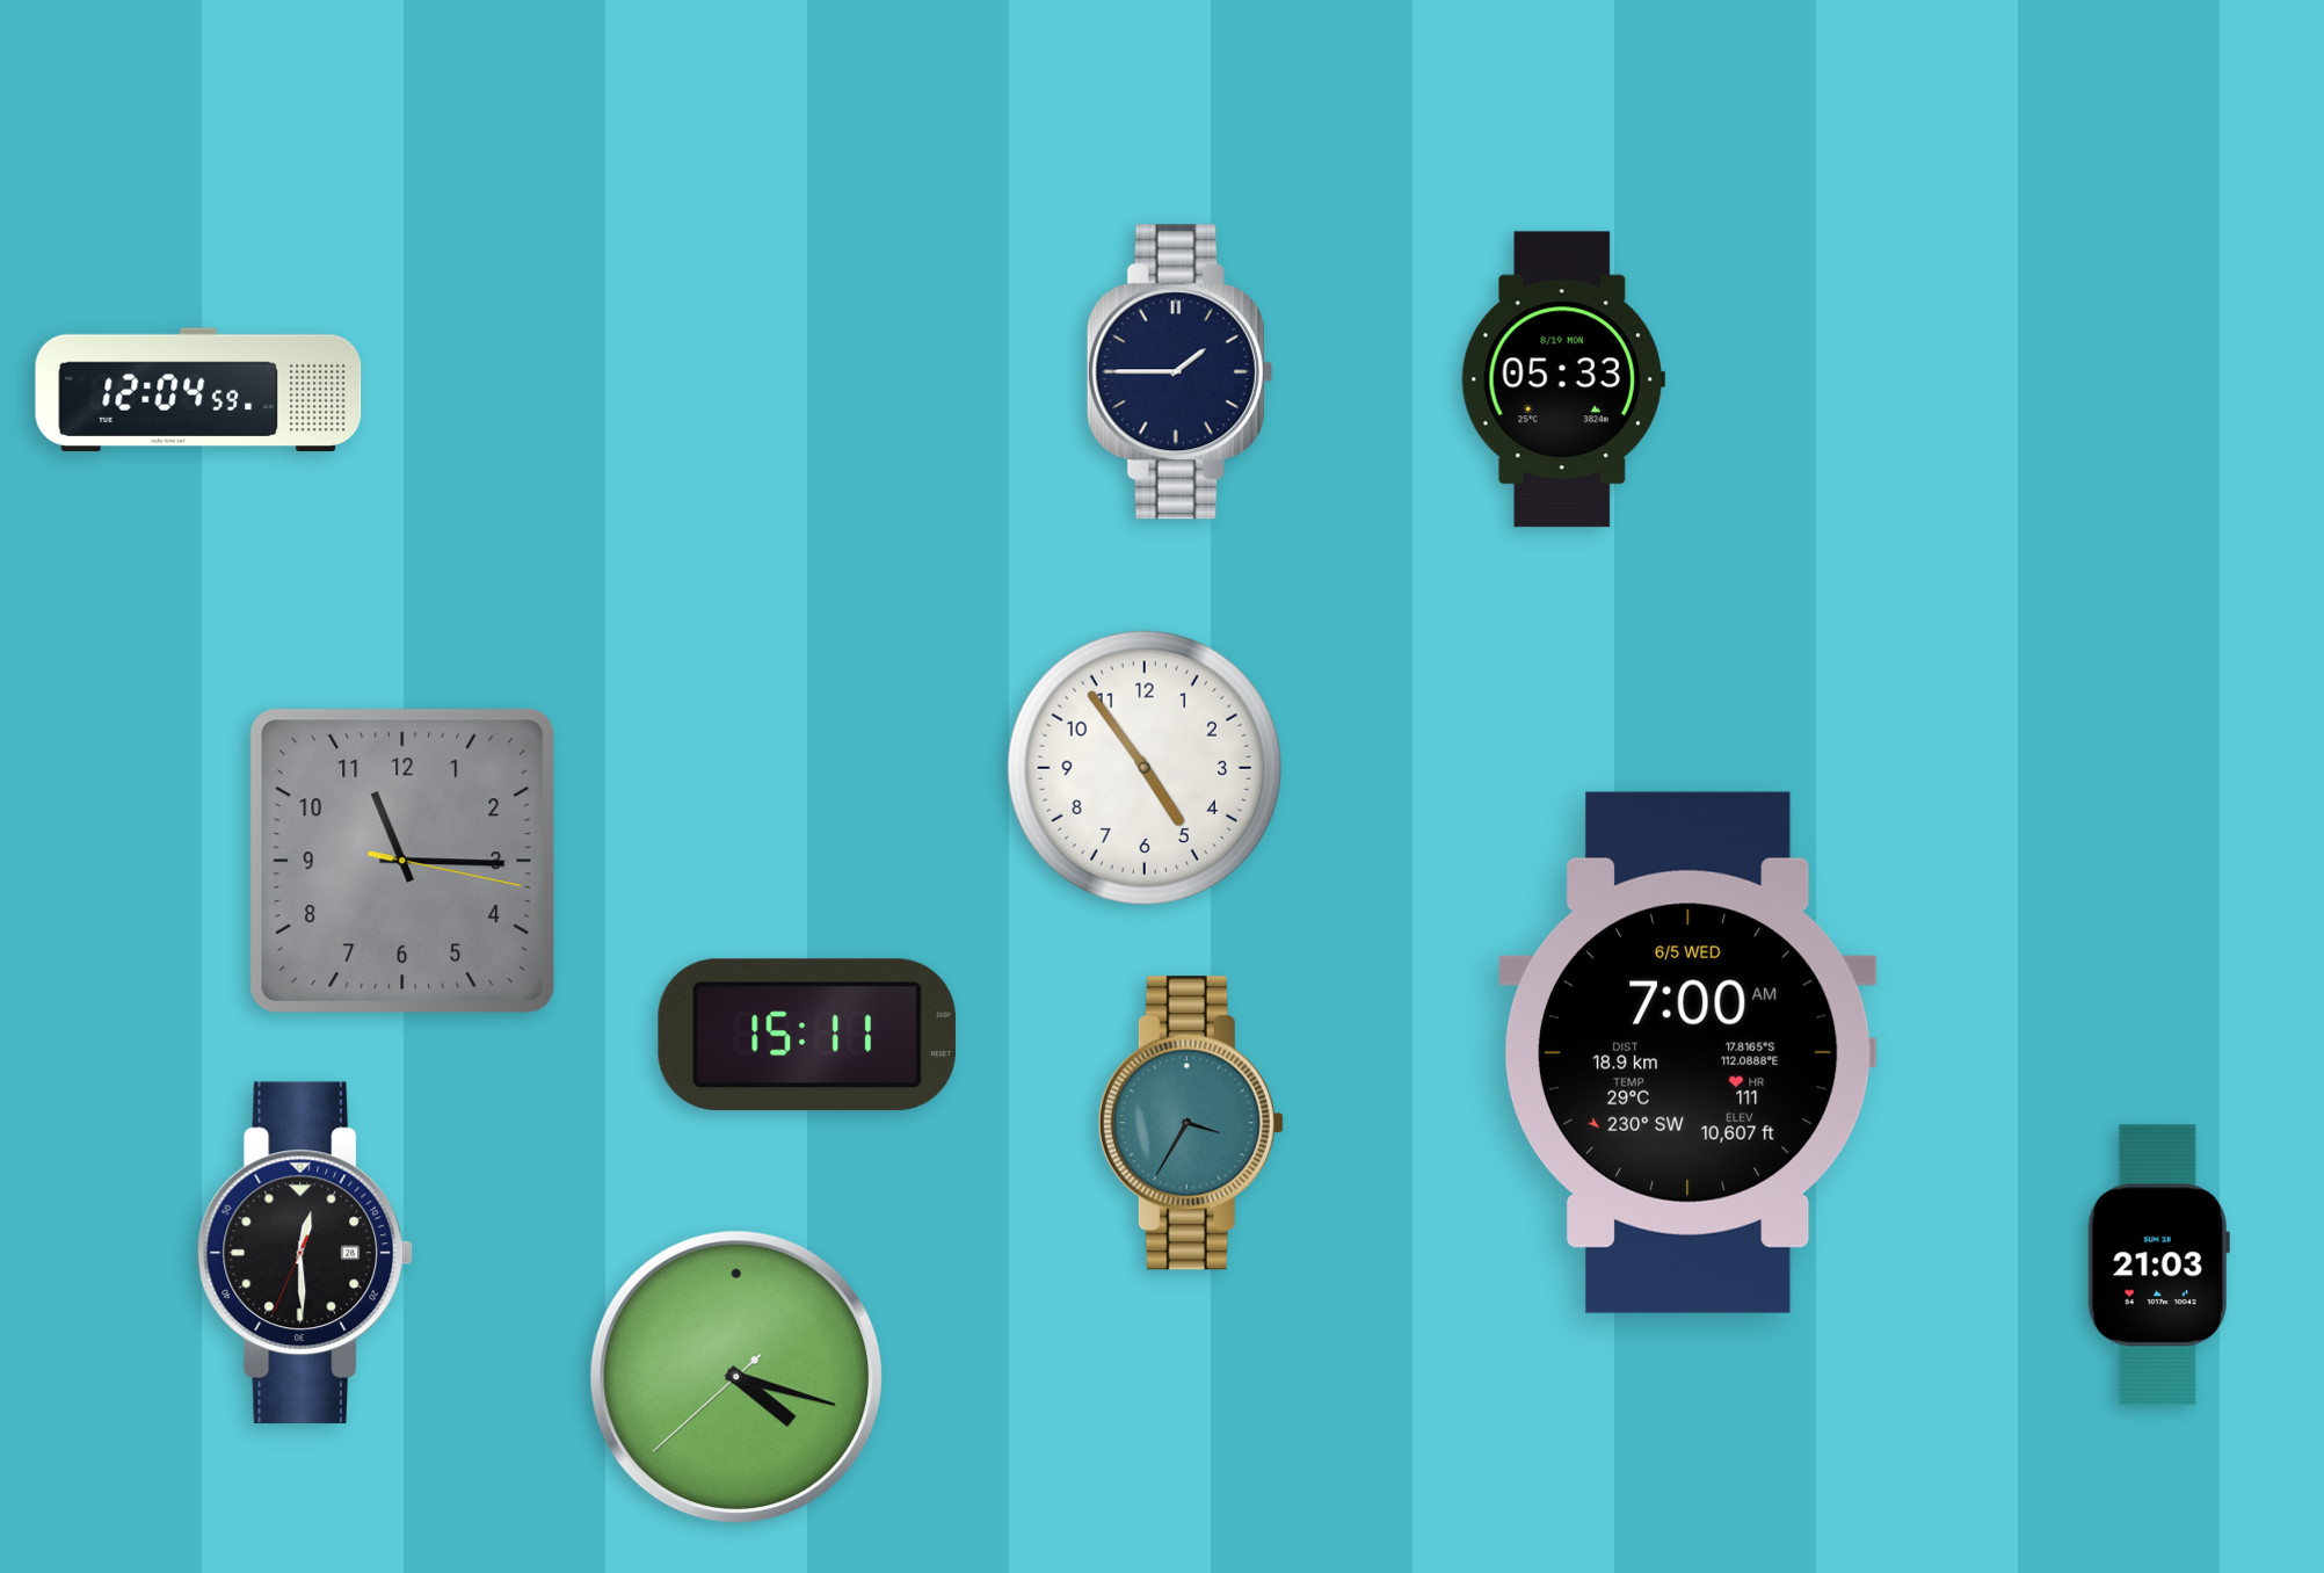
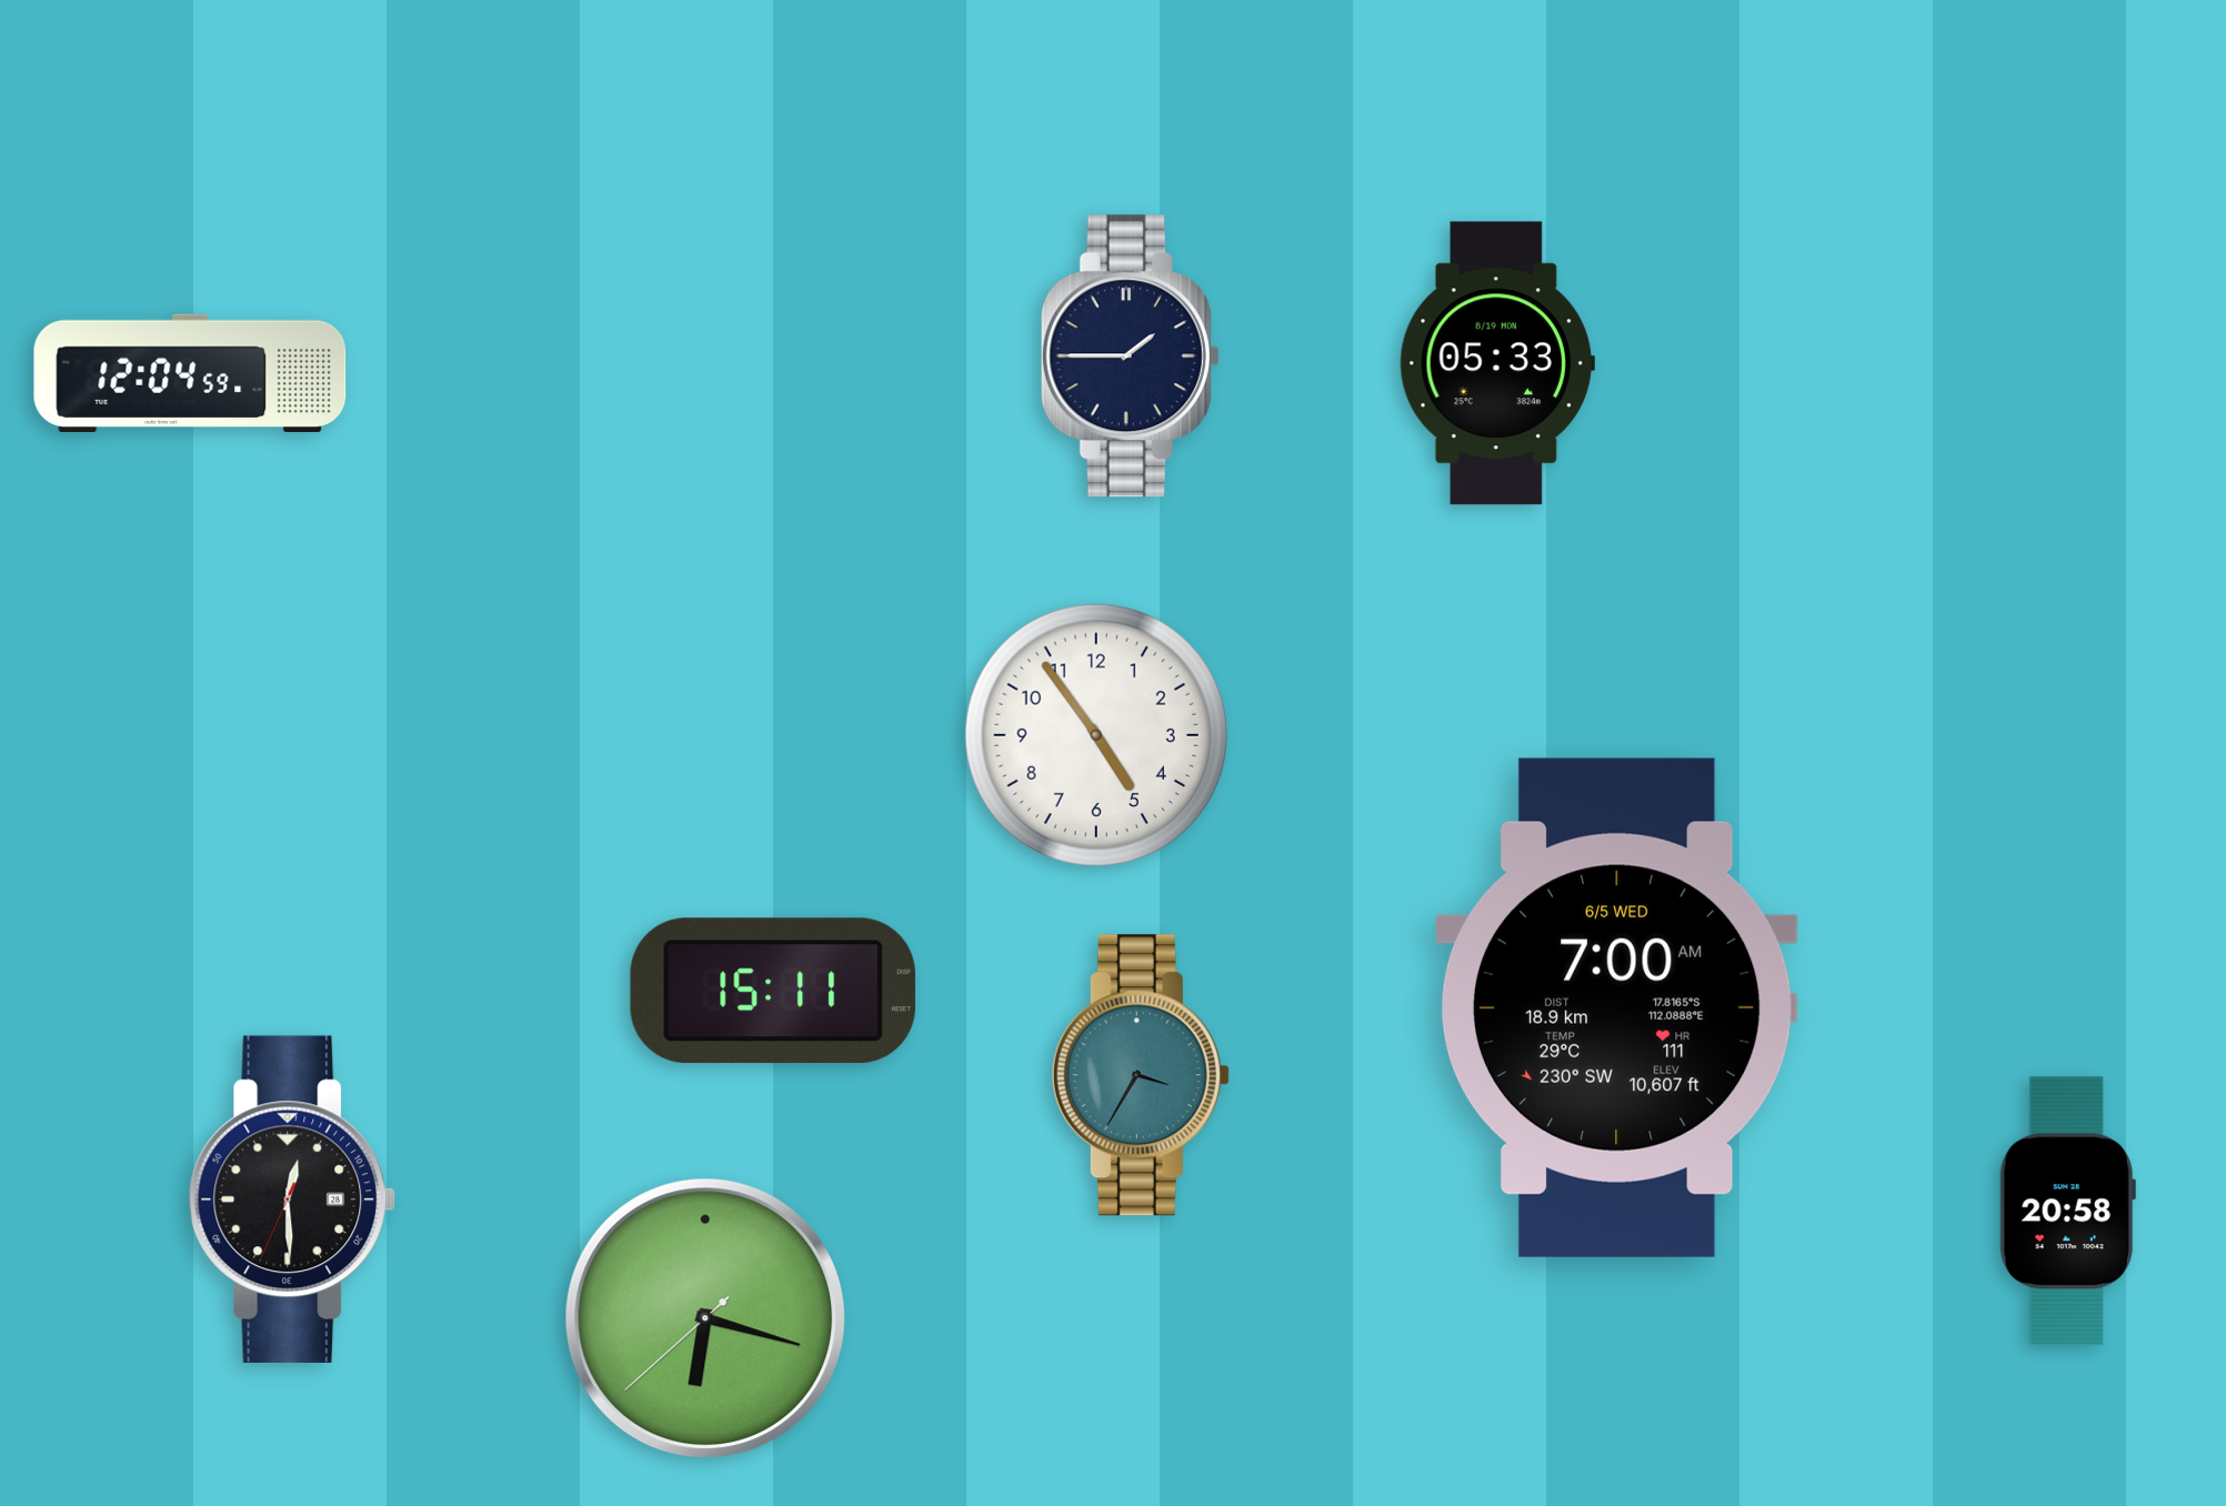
clock at (402, 861): 11:15 -> none
clock at (2158, 1266): 21:03 -> 20:58
clock at (736, 1377): 4:17 -> 6:17
